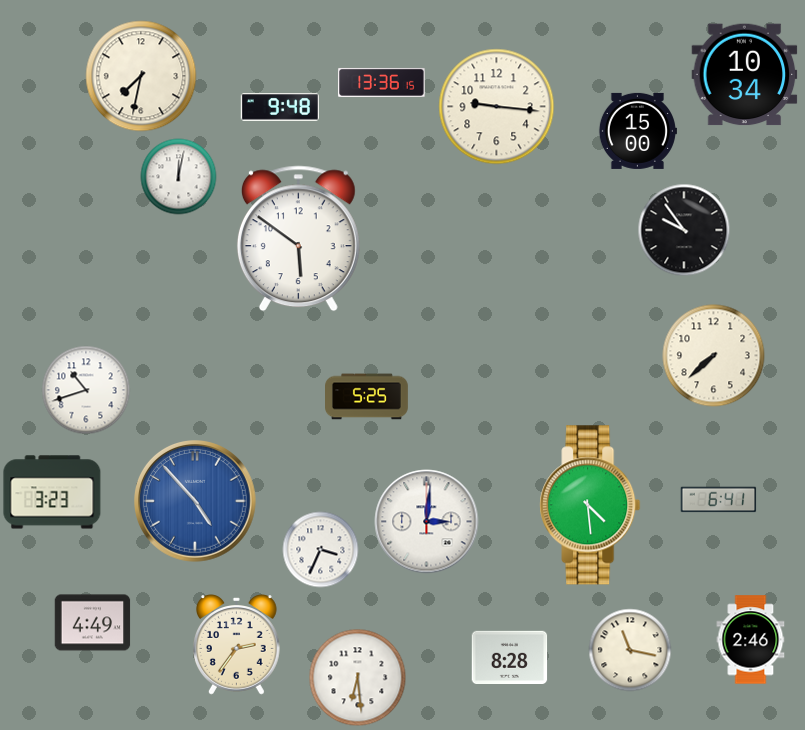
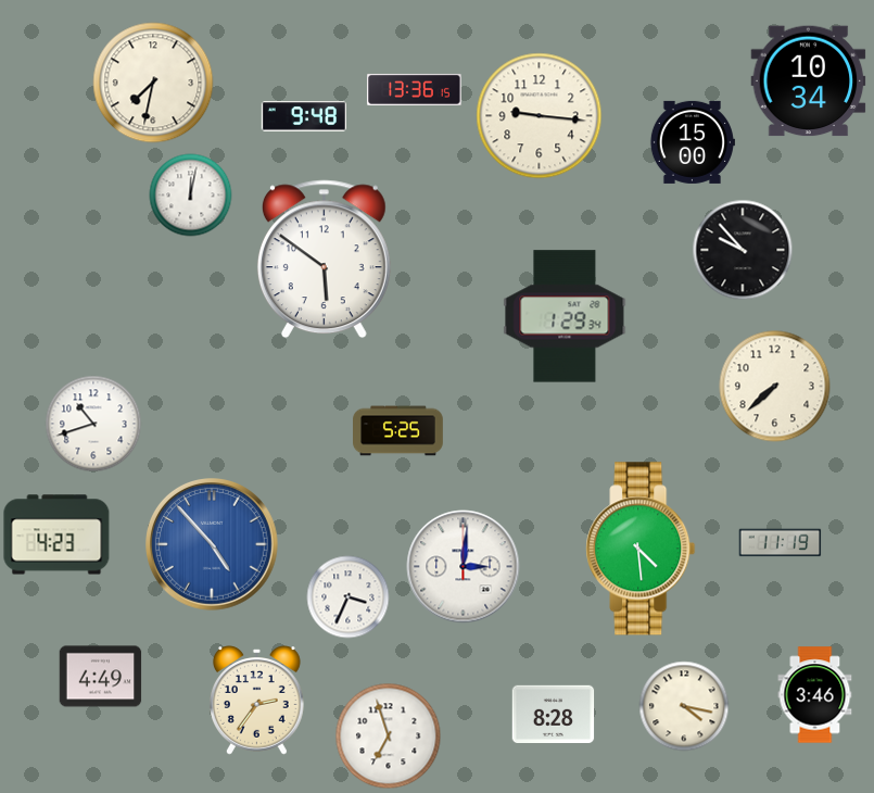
clock at (179, 177) position: (179, 177) -> (191, 196)
clock at (684, 230): 9:54 -> 9:53
clock at (565, 316): none -> 1:29
clock at (52, 492): 3:23 -> 4:23
clock at (719, 500): 6:41 -> 11:19
clock at (751, 640): 2:46 -> 3:46
clock at (630, 650): 11:17 -> 4:17
clock at (358, 678): 6:29 -> 6:57
